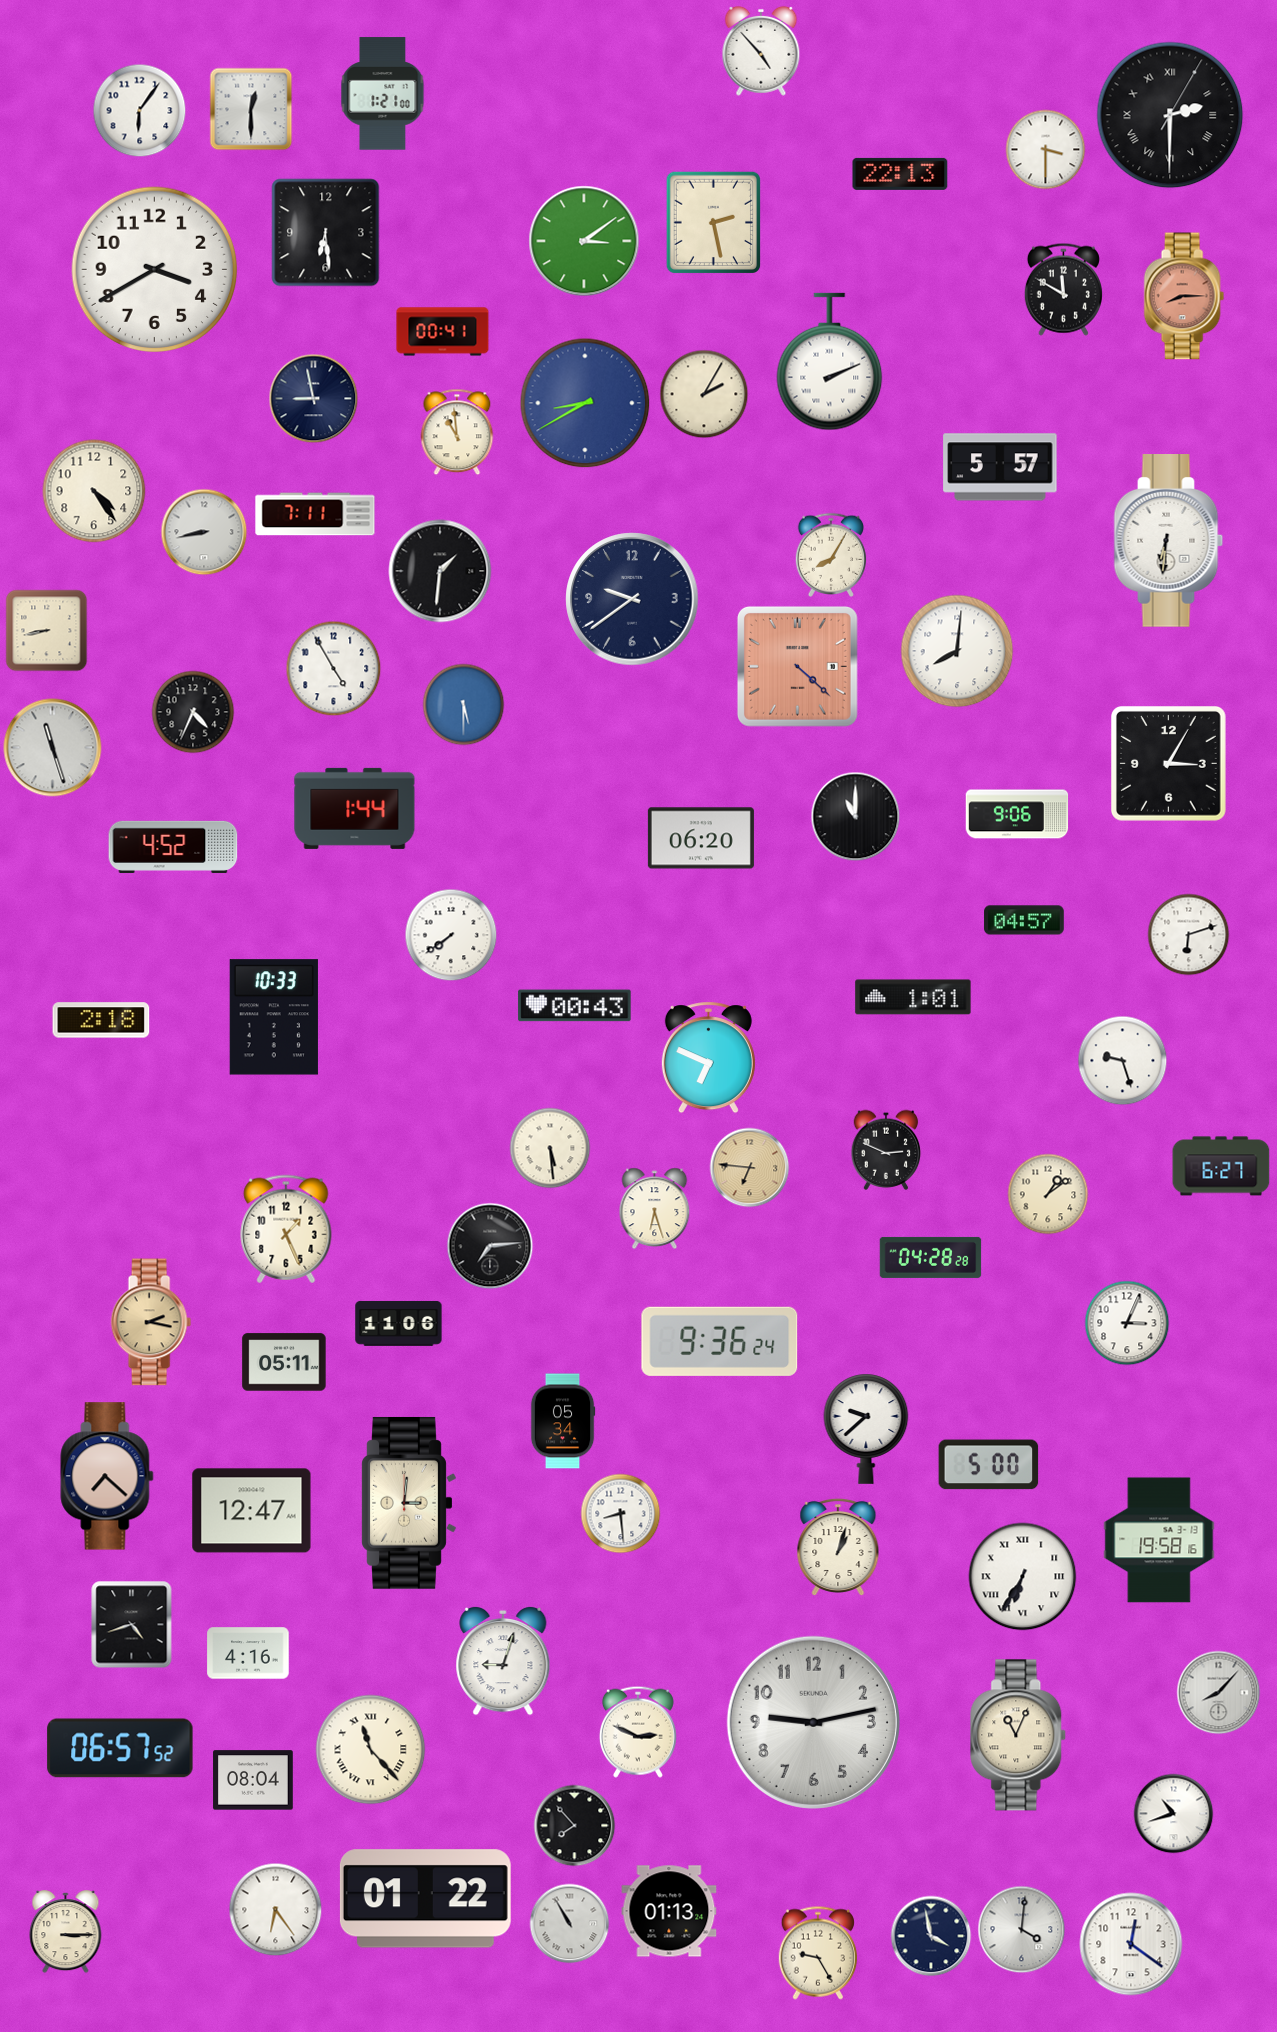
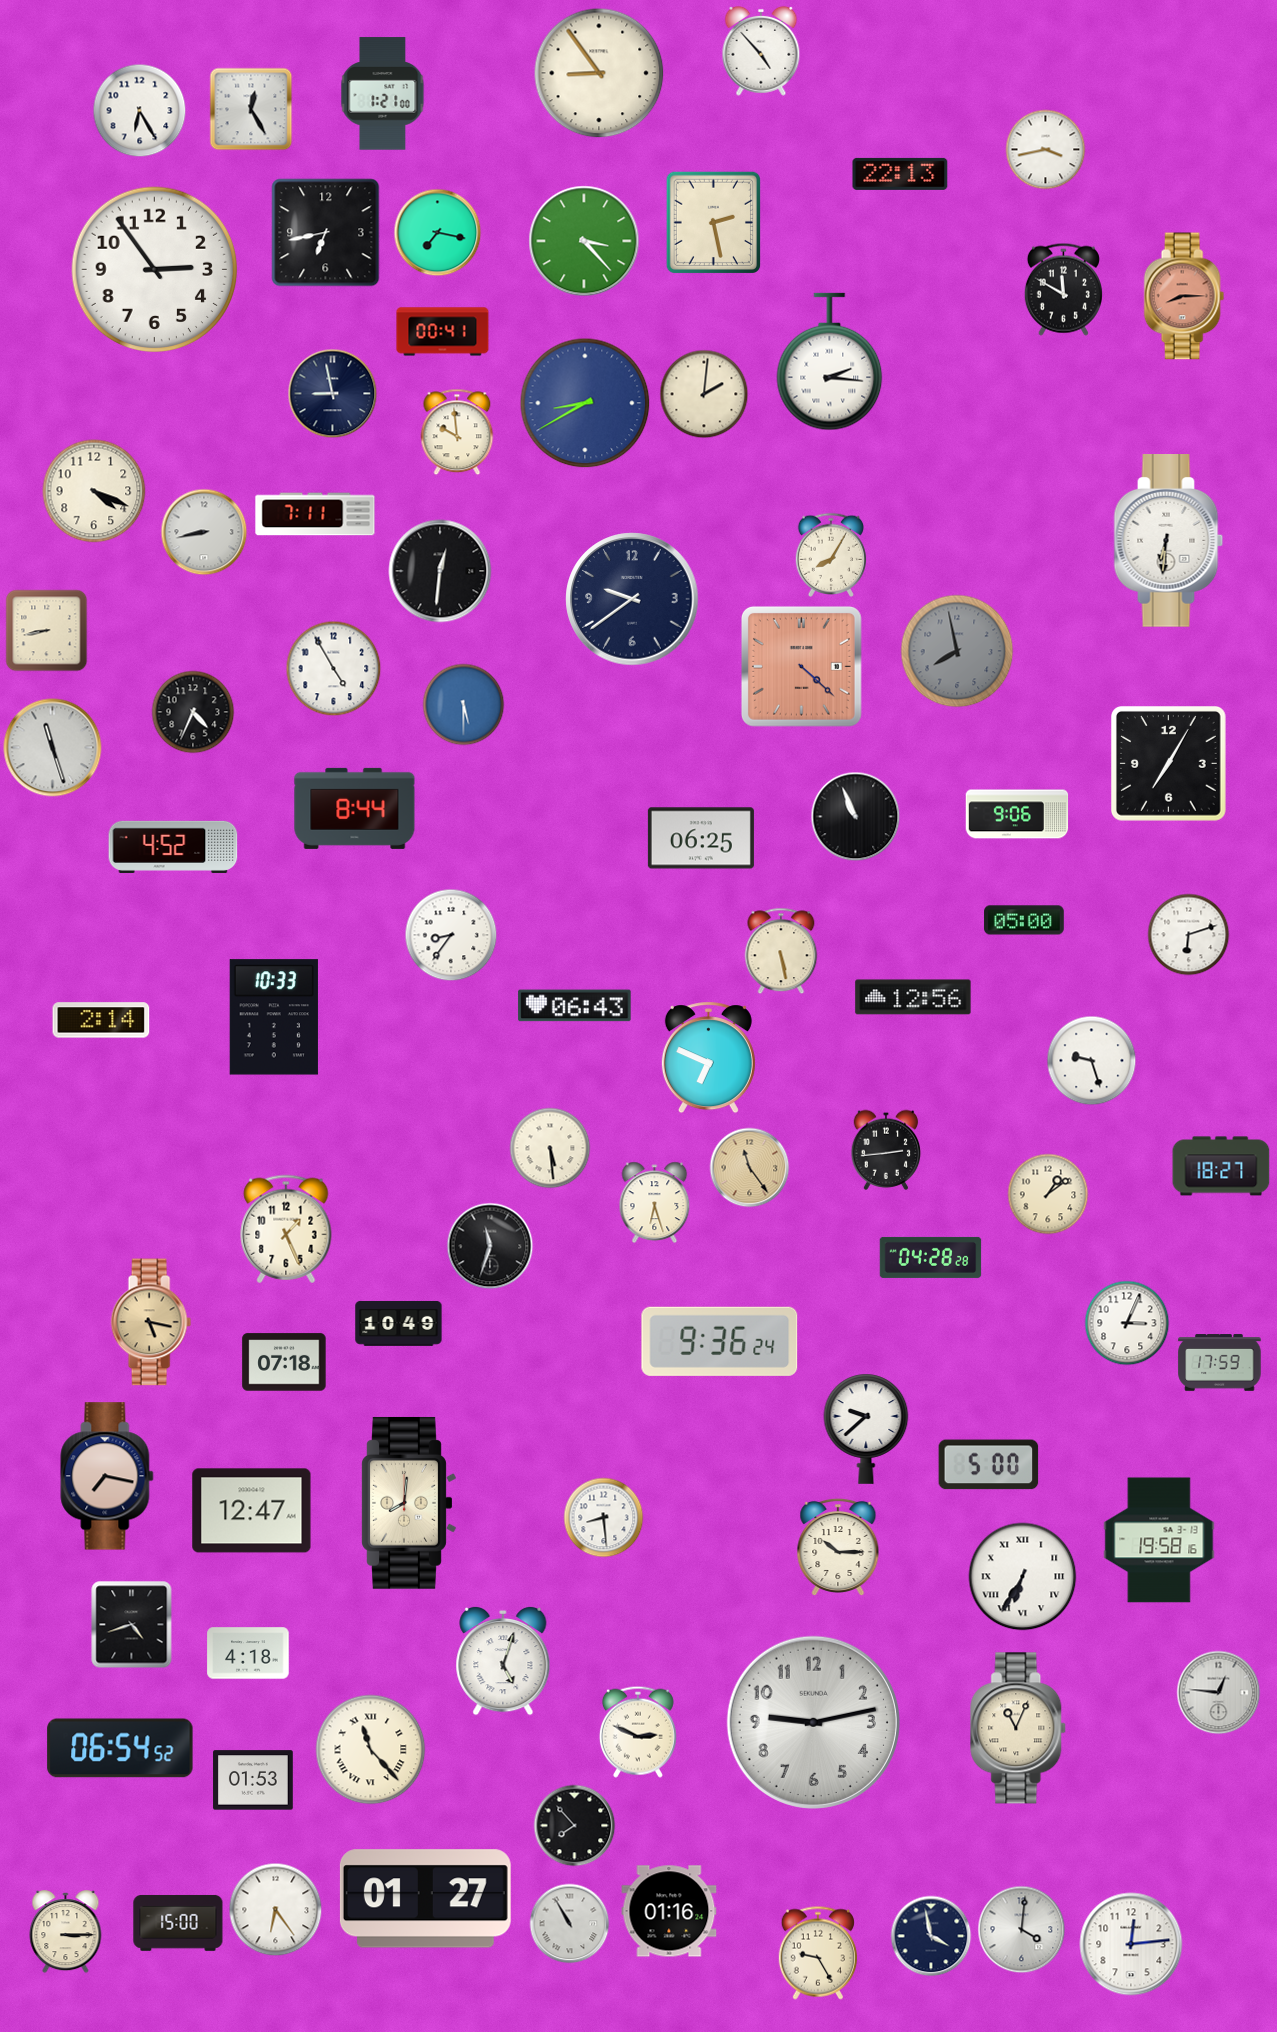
clock at (599, 73): none -> 8:54
clock at (251, 109): 12:30 -> 12:25
clock at (140, 111): 6:06 -> 6:25
clock at (1170, 115): 2:30 -> none
clock at (1046, 150): 3:30 -> 3:43
clock at (326, 233): 6:29 -> 6:43
clock at (438, 233): none -> 7:17
clock at (584, 241): 3:09 -> 3:23
clock at (155, 270): 3:40 -> 2:54
clock at (830, 362): 2:11 -> 2:16
clock at (704, 394): 2:05 -> 2:01
clock at (314, 399) position: (314, 399) -> (333, 394)
clock at (457, 432): 10:59 -> 9:59
clock at (1000, 467): 5:57 -> none
clock at (94, 491): 4:24 -> 4:19
clock at (440, 571): 1:31 -> 12:31
clock at (957, 651): 8:01 -> 7:58
clock at (957, 651) dial: white -> grey
clock at (797, 666) position: (797, 666) -> (801, 666)
clock at (1169, 764): 3:05 -> 7:05
clock at (355, 808): 1:44 -> 8:44
clock at (856, 817): 11:00 -> 10:56
clock at (701, 838): 06:20 -> 06:25
clock at (1024, 920): 04:57 -> 05:00
clock at (451, 935): 7:39 -> 8:36
clock at (781, 951): none -> 5:28
clock at (913, 997): 1:01 -> 12:56
clock at (575, 1006): 00:43 -> 06:43
clock at (101, 1020): 2:18 -> 2:14
clock at (1123, 1061) position: (1123, 1061) -> (1092, 1061)
clock at (886, 1150): 2:49 -> 2:44
clock at (1221, 1166): 6:27 -> 18:27
clock at (750, 1168): 6:46 -> 11:24
clock at (655, 1209) position: (655, 1209) -> (655, 1203)
clock at (490, 1246): 7:14 -> 11:33
clock at (151, 1322): 2:17 -> 5:17
clock at (399, 1324): 11:06 -> 10:49
clock at (284, 1362): 05:11 -> 07:18
clock at (1220, 1363): none -> 17:59
clock at (563, 1421): 05:34 -> none
clock at (107, 1476): 7:22 -> 7:17
clock at (409, 1503): 3:01 -> 8:01
clock at (621, 1514) position: (621, 1514) -> (604, 1518)
clock at (838, 1547): 1:03 -> 10:15
clock at (248, 1653): 4:16 -> 4:18
clock at (503, 1661): 9:03 -> 5:03
clock at (1219, 1693): 8:07 -> 12:46
clock at (1019, 1735) position: (1019, 1735) -> (1019, 1728)
clock at (120, 1748): 06:57 -> 06:54
clock at (253, 1780): 08:04 -> 01:53
clock at (1174, 1814): 10:42 -> none
clock at (425, 1899): 01:22 -> 01:27
clock at (669, 1911): 01:13 -> 01:16
clock at (178, 1923): none -> 15:00
clock at (1131, 1944): 12:21 -> 12:14
